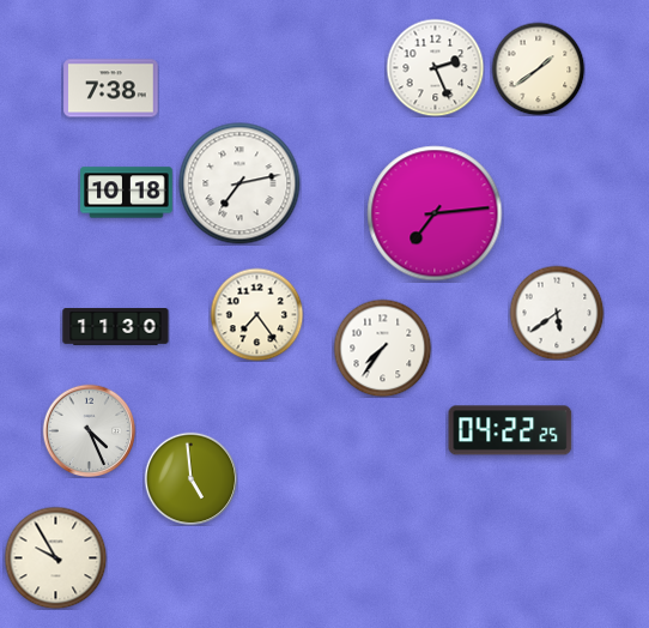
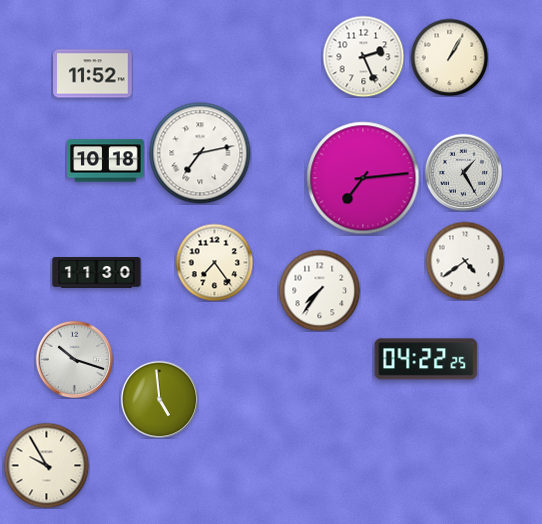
clock at (538, 68): 1:39 -> 1:05
clock at (111, 89): 7:38 -> 11:52
clock at (463, 172): none -> 1:25
clock at (557, 313): 5:39 -> 4:39
clock at (89, 430): 4:26 -> 10:18
